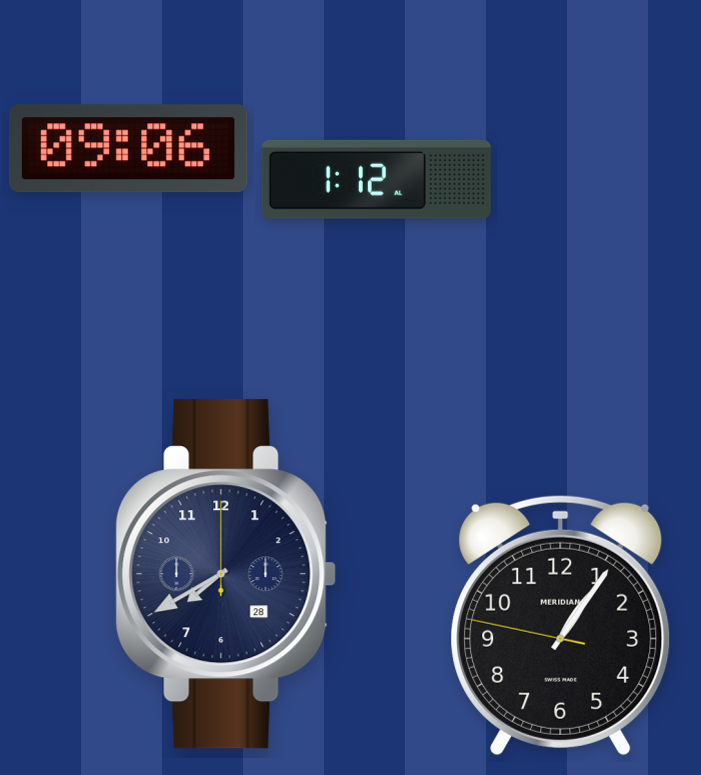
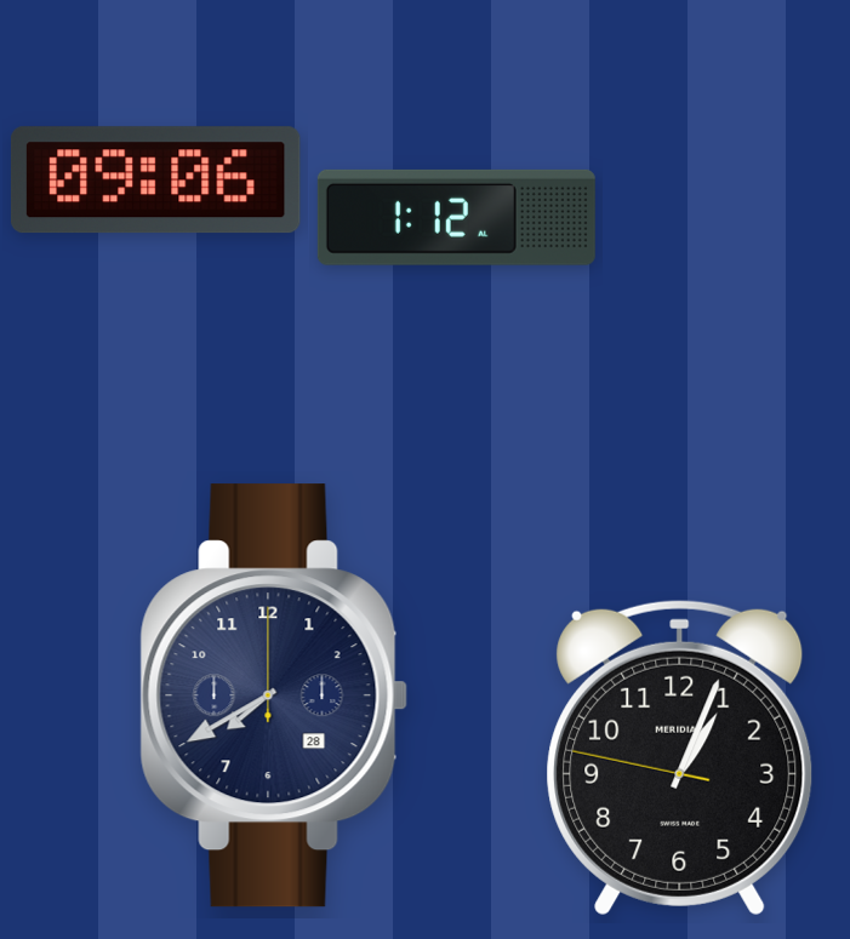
clock at (561, 625): 1:05 -> 1:03
